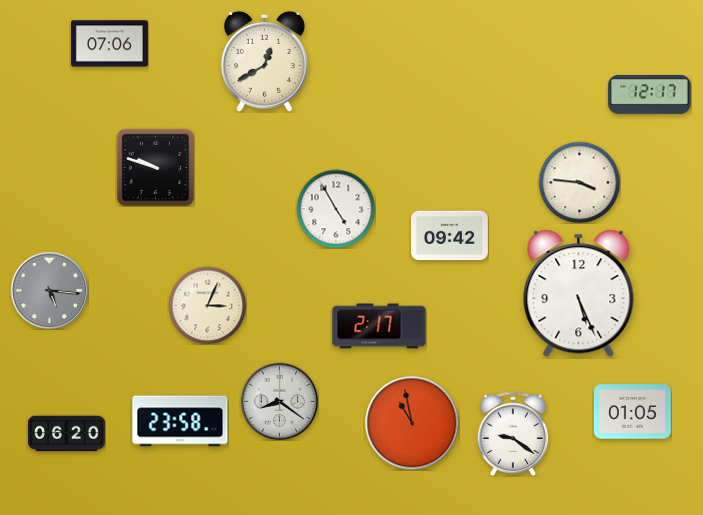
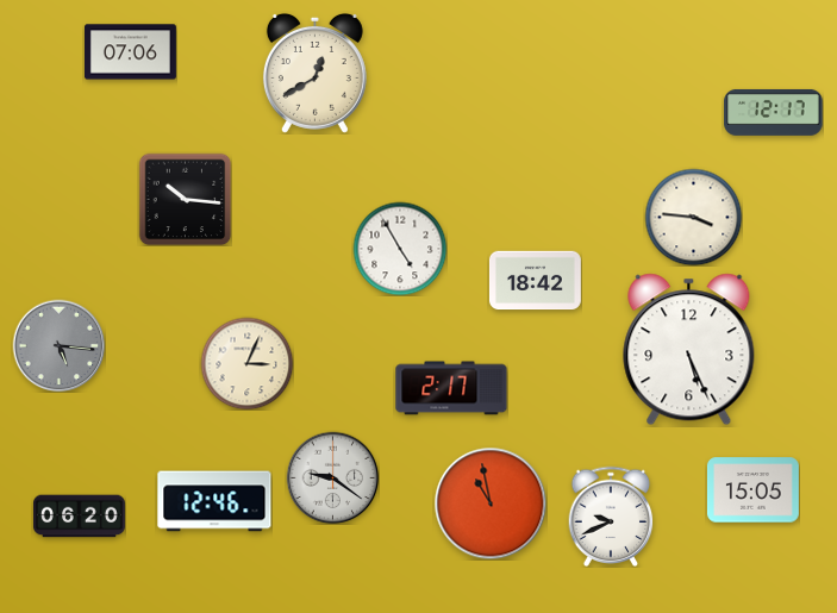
clock at (155, 167): 9:48 -> 10:16
clock at (579, 182) position: (579, 182) -> (693, 217)
clock at (449, 236): 09:42 -> 18:42
clock at (279, 401): 8:21 -> 9:21
clock at (632, 412): 01:05 -> 15:05
clock at (180, 421): 23:58 -> 12:46
clock at (513, 434): 9:21 -> 9:41
